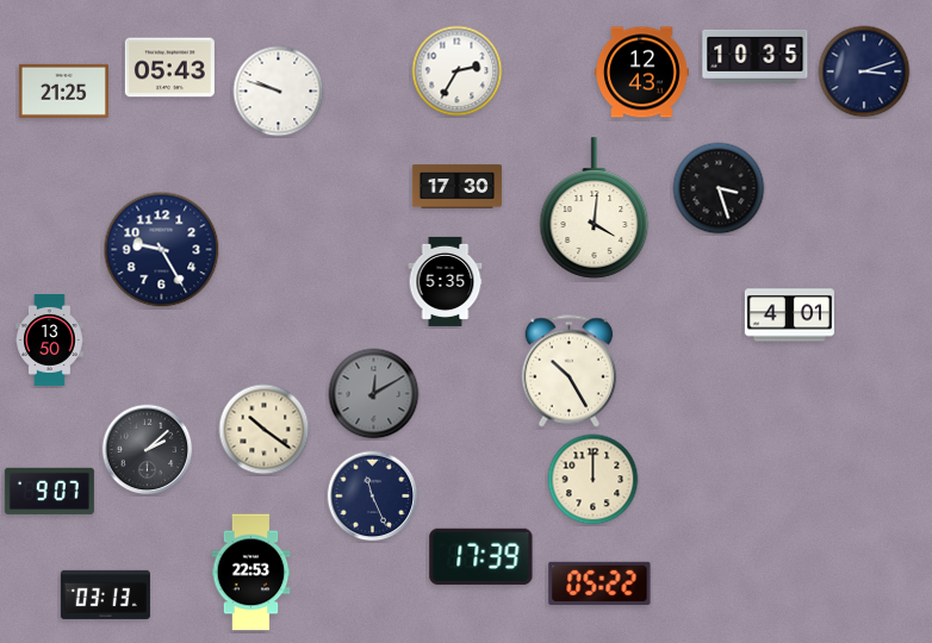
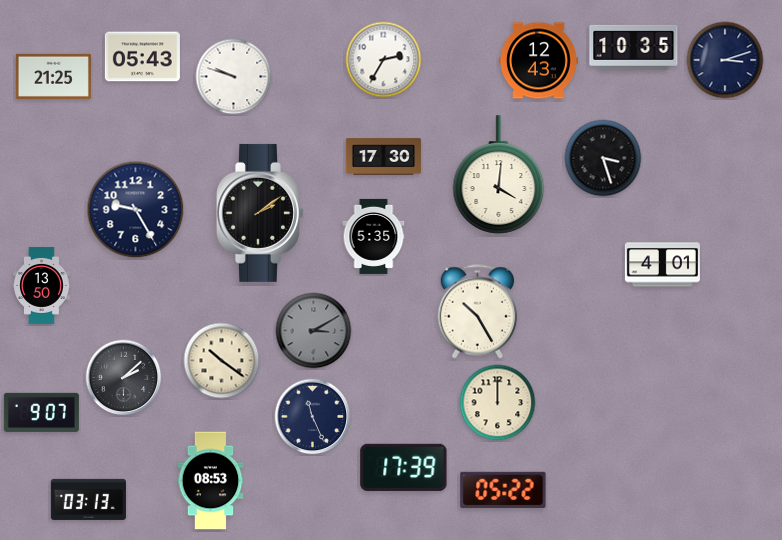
clock at (260, 213): none -> 2:09
clock at (374, 394): 12:10 -> 3:10
clock at (251, 573): 22:53 -> 08:53
